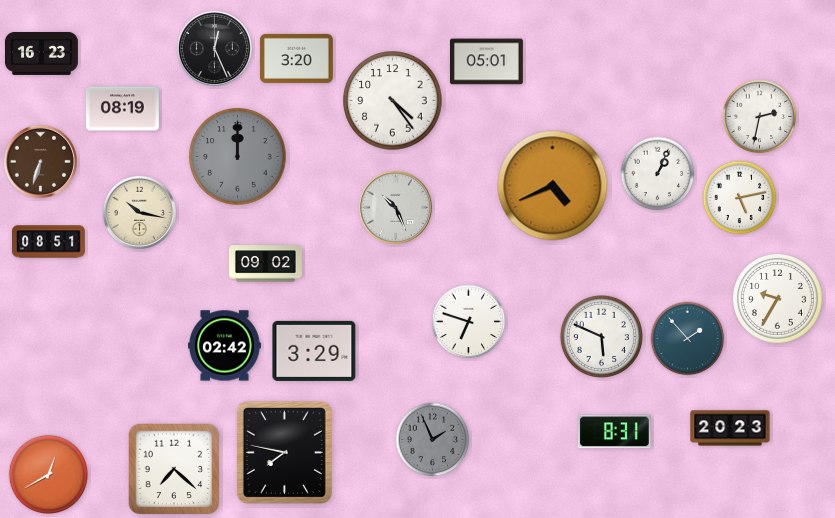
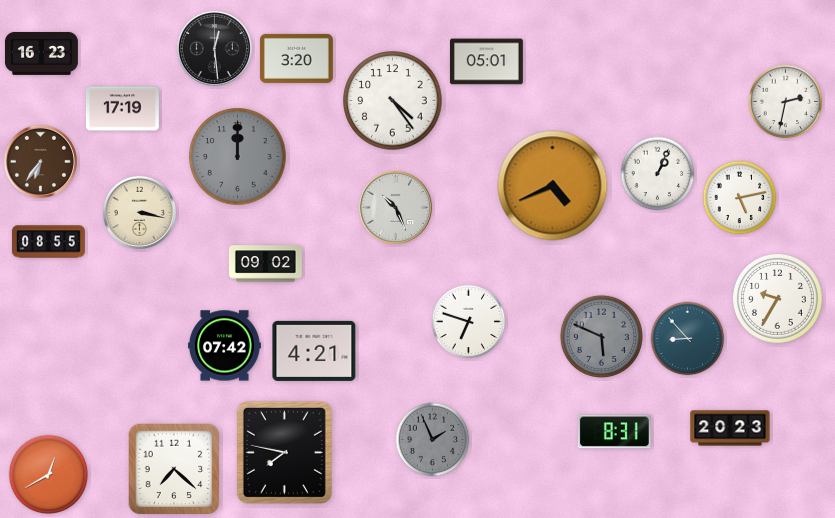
clock at (214, 48): 12:26 -> 12:29
clock at (122, 109): 08:19 -> 17:19
clock at (760, 117) position: (760, 117) -> (786, 102)
clock at (40, 161): 6:33 -> 6:36
clock at (139, 212): 10:17 -> 3:17
clock at (48, 242): 08:51 -> 08:55
clock at (601, 336) dial: white -> grey
clock at (688, 339): 1:53 -> 8:53
clock at (224, 346): 02:42 -> 07:42
clock at (314, 351): 3:29 -> 4:21
